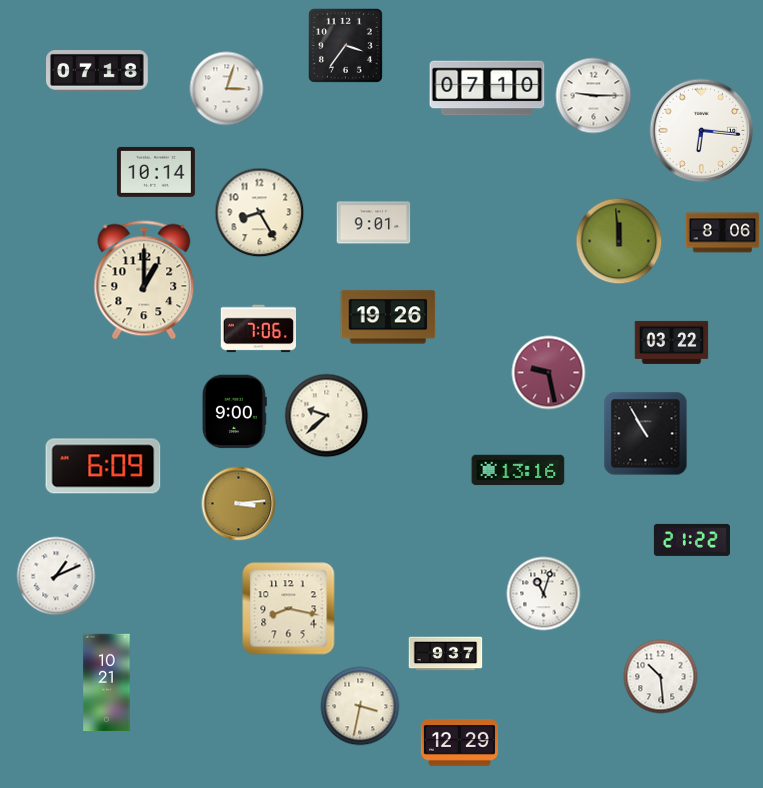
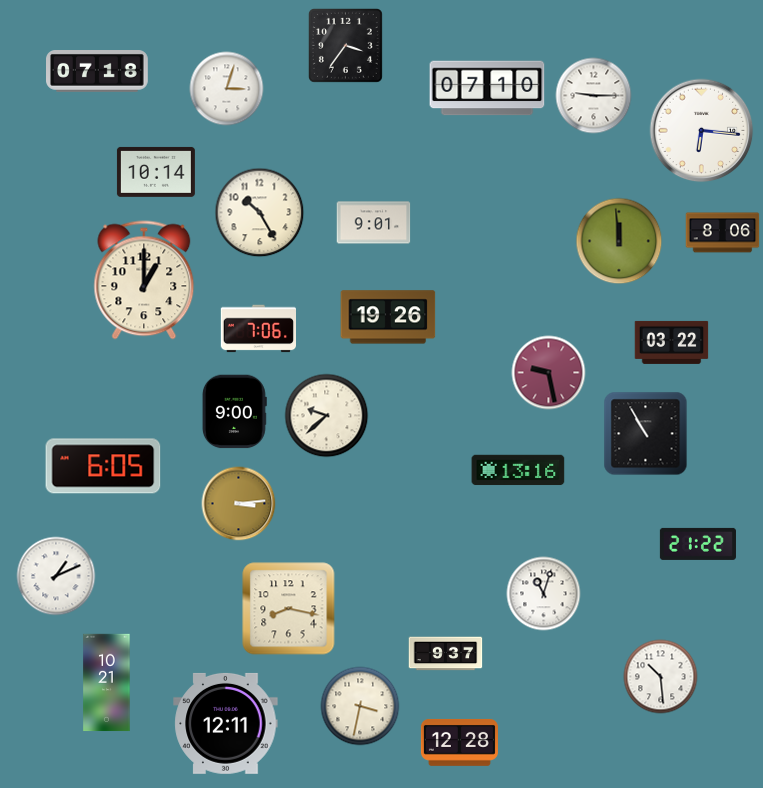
clock at (260, 213): 8:25 -> 10:25
clock at (103, 466): 6:09 -> 6:05
clock at (692, 540) position: (692, 540) -> (698, 544)
clock at (226, 723): none -> 12:11
clock at (459, 742): 12:29 -> 12:28
